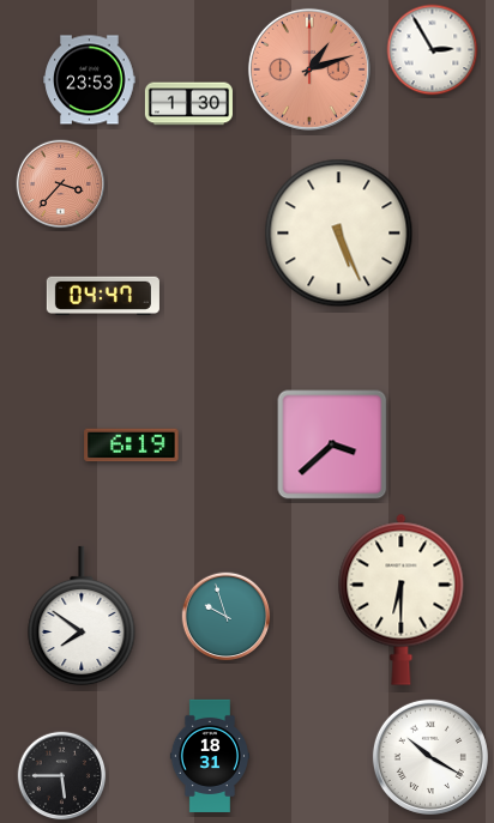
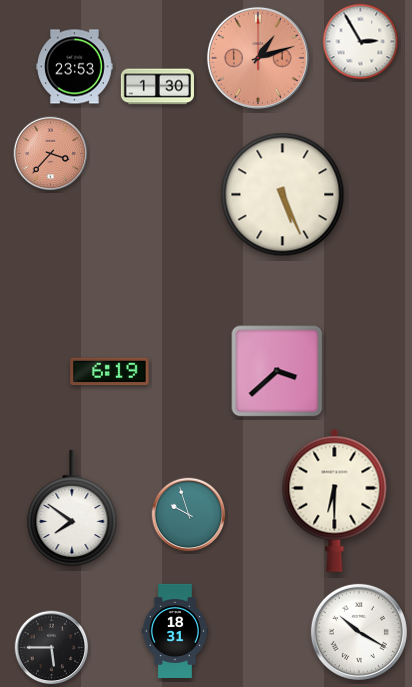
clock at (103, 296): 04:47 -> none
clock at (82, 616) position: (82, 616) -> (72, 508)
